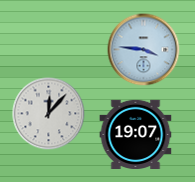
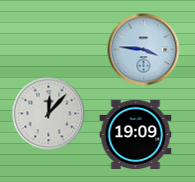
clock at (136, 134): 19:07 -> 19:09
